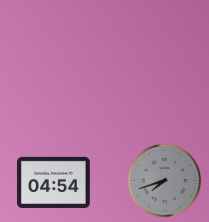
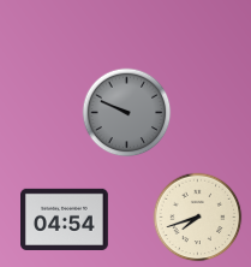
clock at (127, 113): none -> 9:49
clock at (165, 181) dial: grey -> cream
